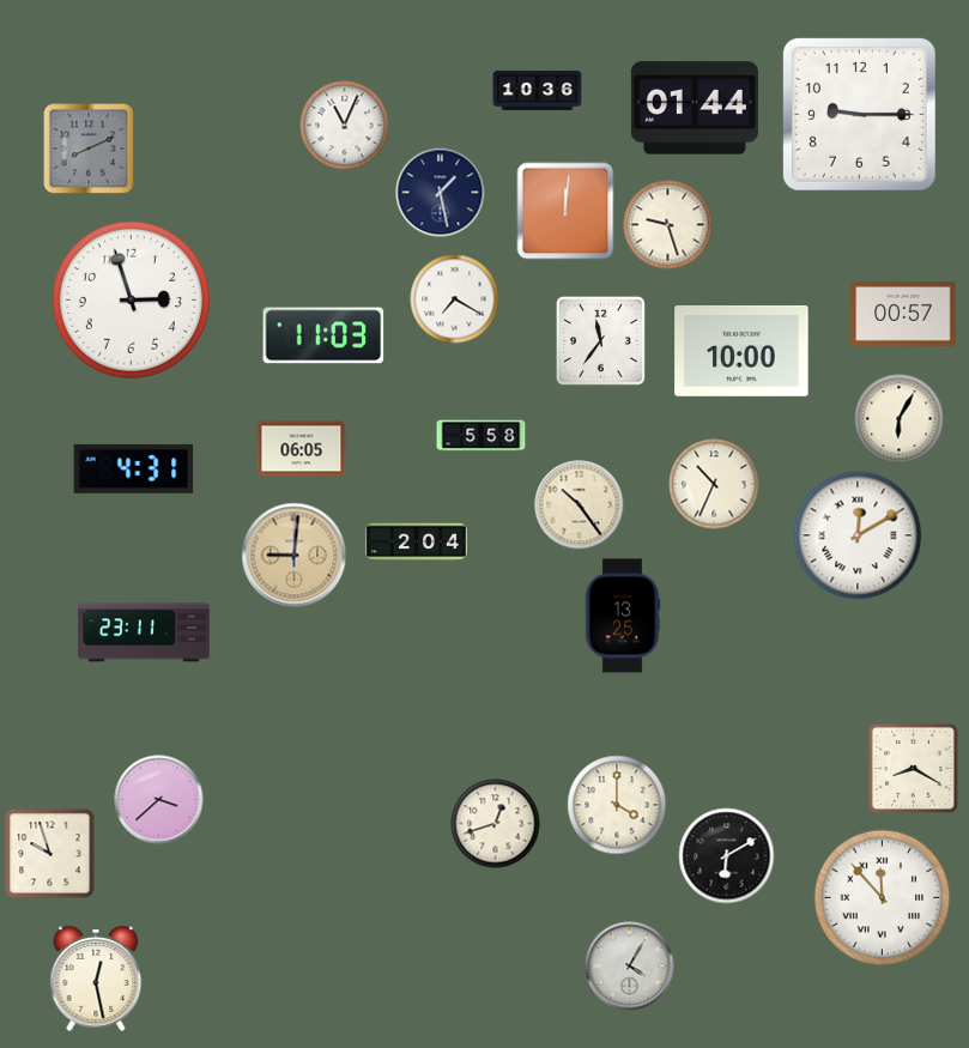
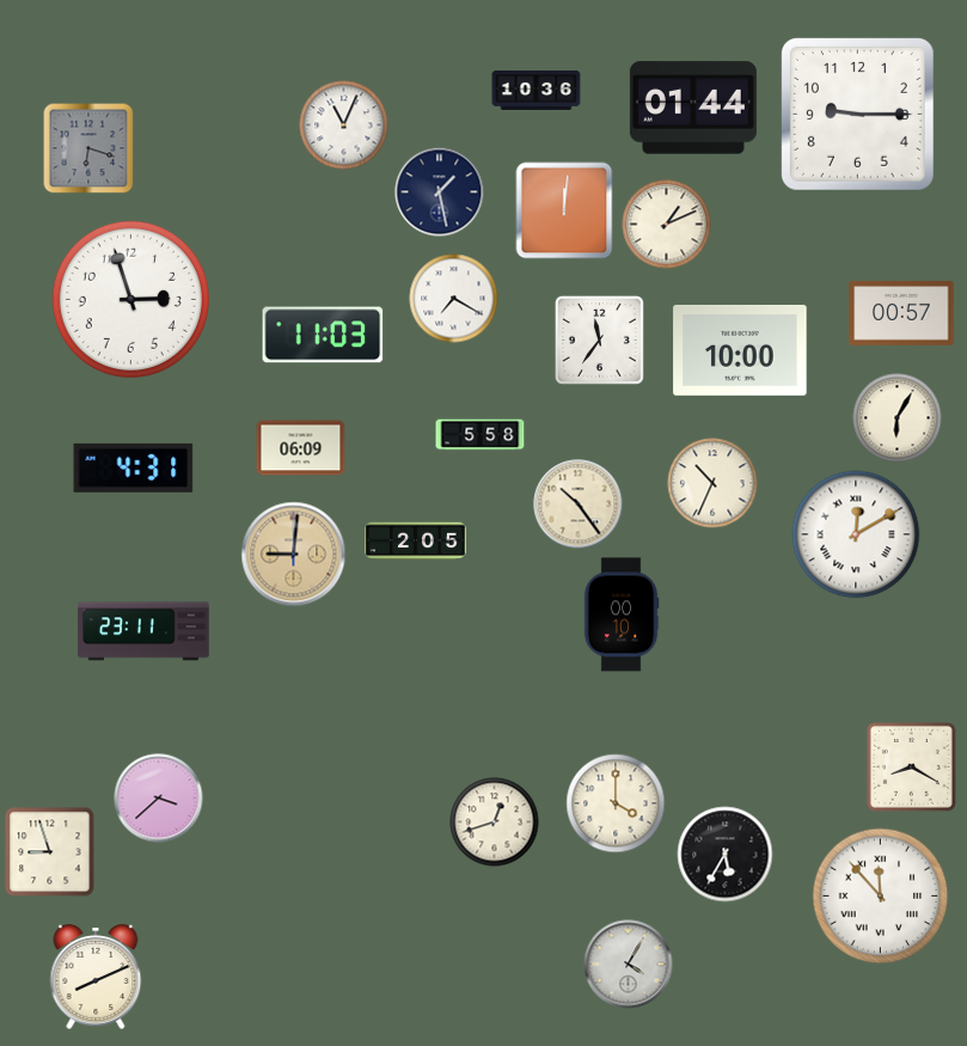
clock at (89, 149): 8:11 -> 6:18
clock at (668, 225): 9:27 -> 1:11
clock at (302, 449): 06:05 -> 06:09
clock at (417, 543): 2:04 -> 2:05
clock at (623, 616): 13:25 -> 00:10
clock at (50, 854): 9:57 -> 8:57
clock at (727, 856): 6:10 -> 5:35
clock at (96, 979): 12:28 -> 8:11
